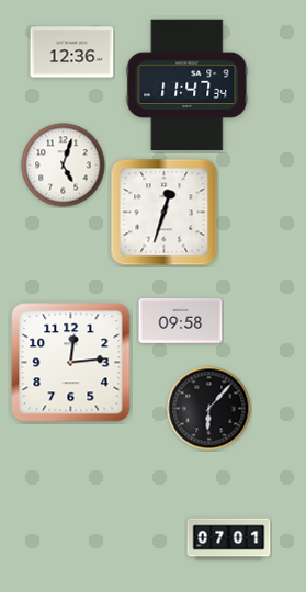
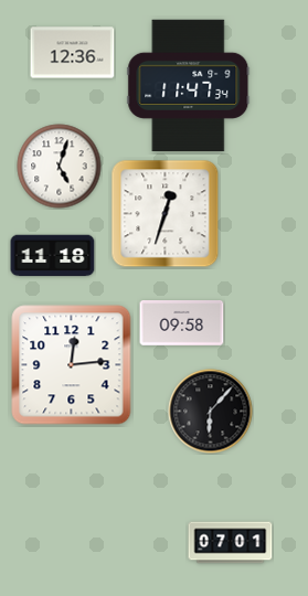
clock at (64, 166) position: (64, 166) -> (60, 167)
clock at (53, 256): none -> 11:18
